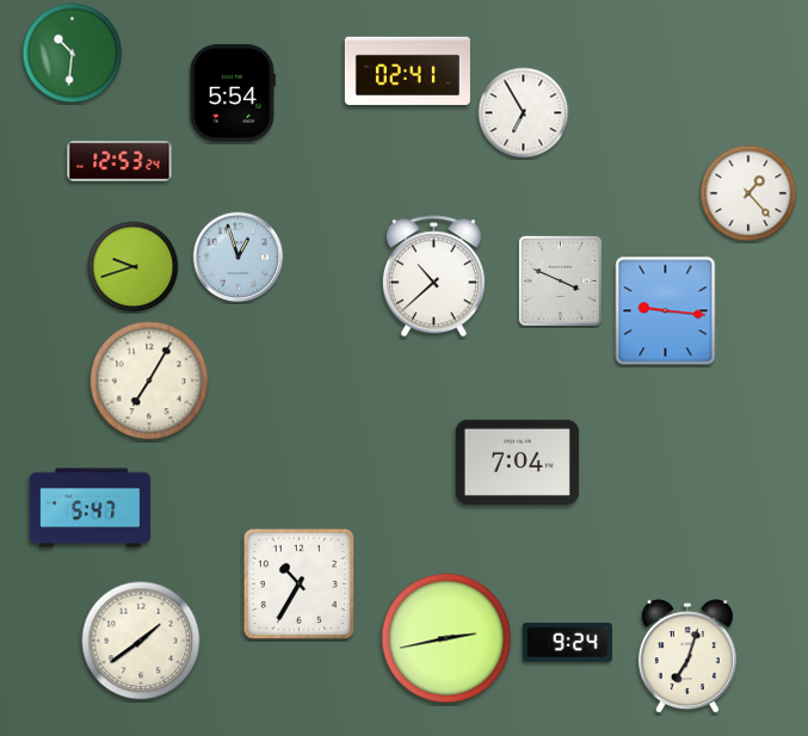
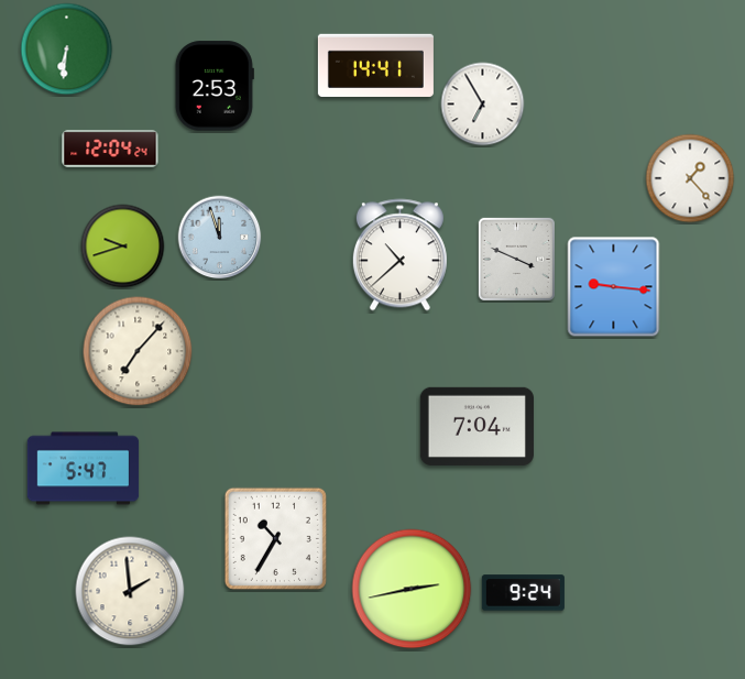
clock at (73, 54): 10:31 -> 6:31
clock at (407, 70): 02:41 -> 14:41
clock at (233, 93): 5:54 -> 2:53
clock at (119, 161): 12:53 -> 12:04
clock at (239, 258): 12:57 -> 11:57
clock at (149, 381): 7:05 -> 7:07
clock at (141, 641): 1:39 -> 1:59
clock at (687, 657): 7:03 -> none
